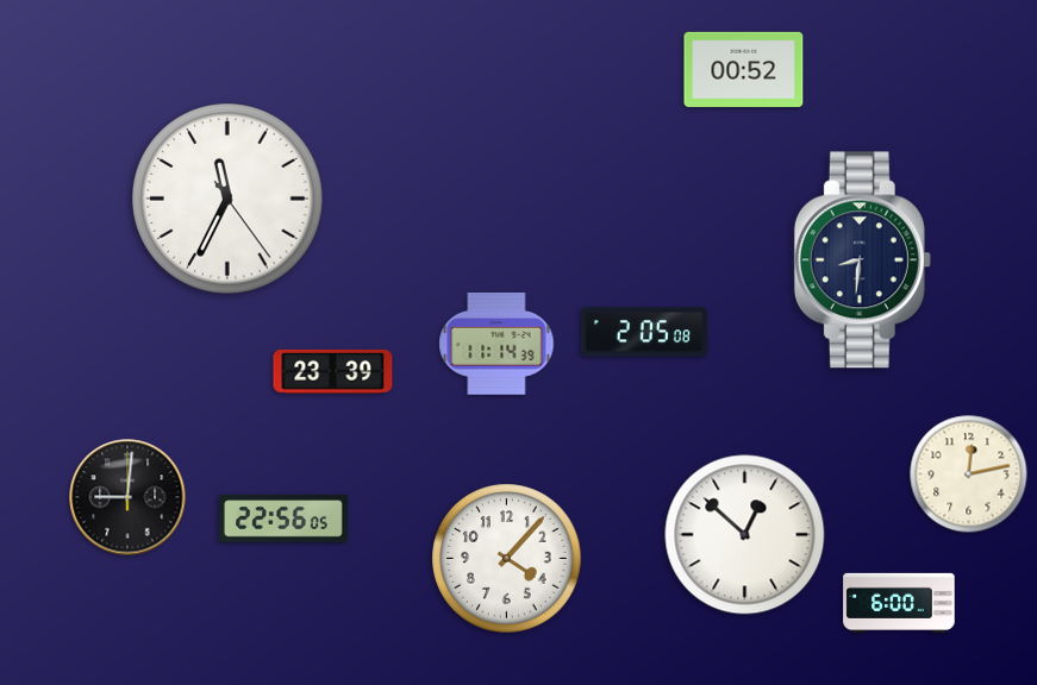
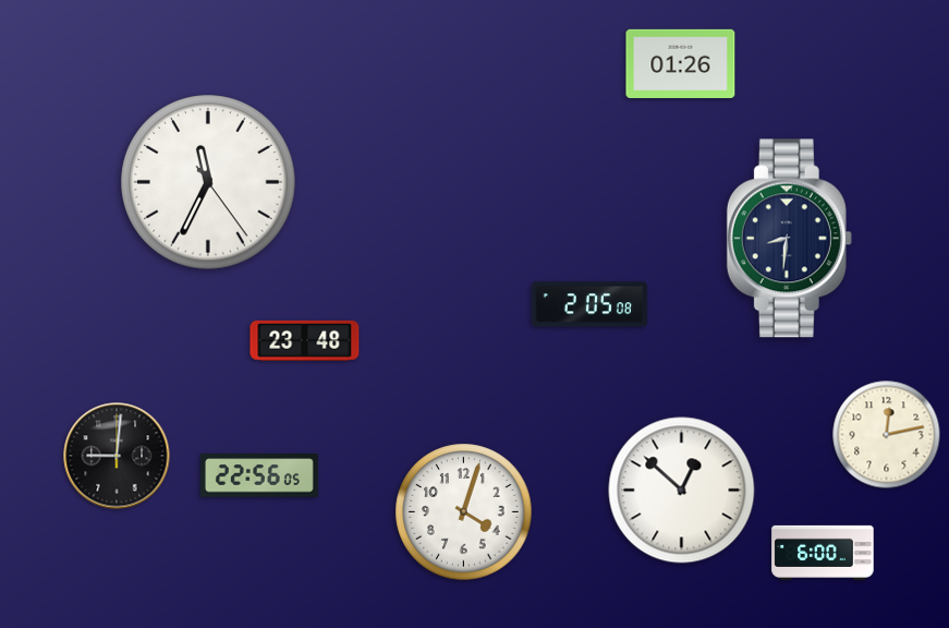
clock at (744, 69): 00:52 -> 01:26
clock at (496, 345): 11:14 -> none
clock at (333, 371): 23:39 -> 23:48
clock at (507, 559): 4:07 -> 4:03
